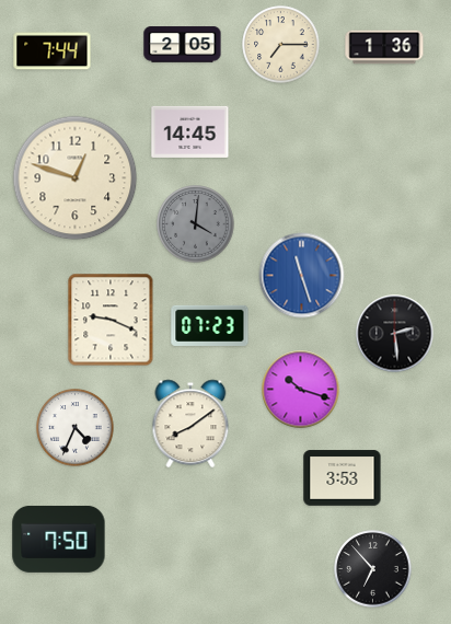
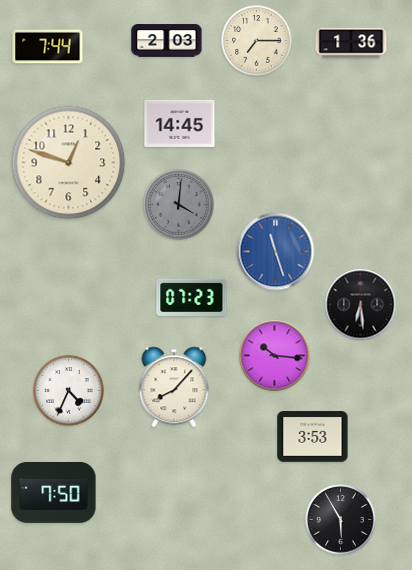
clock at (183, 45): 2:05 -> 2:03
clock at (190, 131) position: (190, 131) -> (180, 123)
clock at (111, 320): 9:19 -> none
clock at (395, 334): 2:29 -> 6:29
clock at (301, 390): 10:18 -> 10:16
clock at (190, 424): 8:09 -> 8:07
clock at (373, 569): 6:53 -> 5:55
